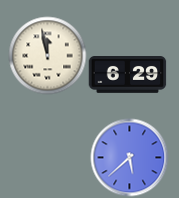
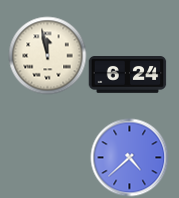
clock at (127, 75): 6:29 -> 6:24
clock at (129, 157): 5:38 -> 4:38
